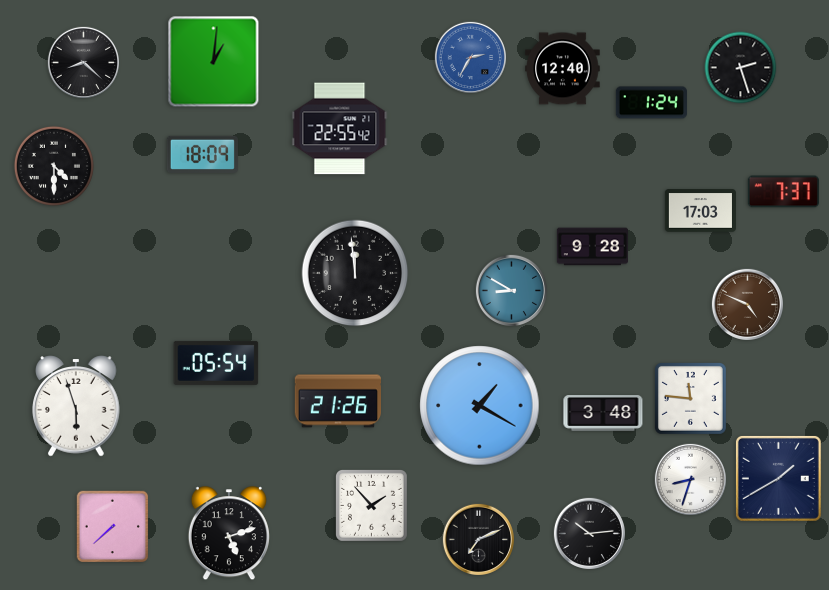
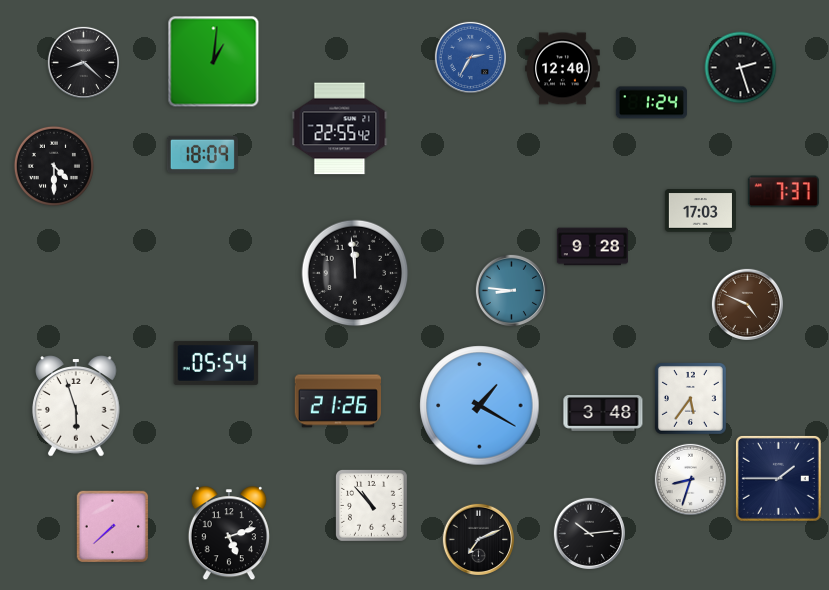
clock at (511, 290): 8:50 -> 8:46
clock at (690, 398): 11:46 -> 5:36
clock at (778, 478): 1:40 -> 1:45
clock at (371, 505): 1:53 -> 10:53
